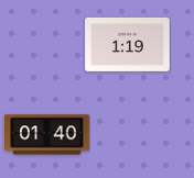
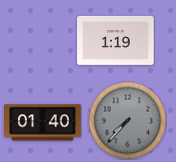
clock at (127, 120): none -> 7:37
